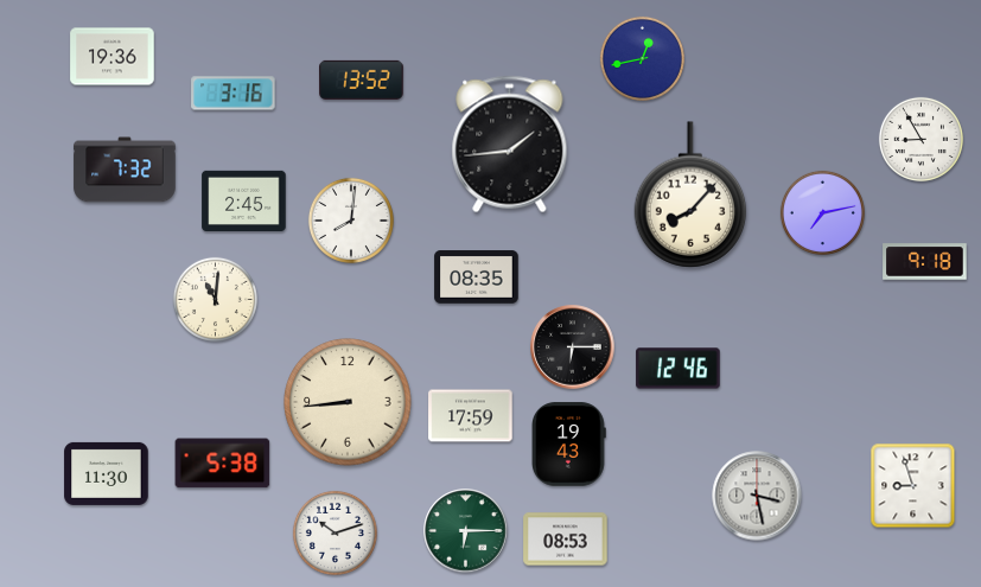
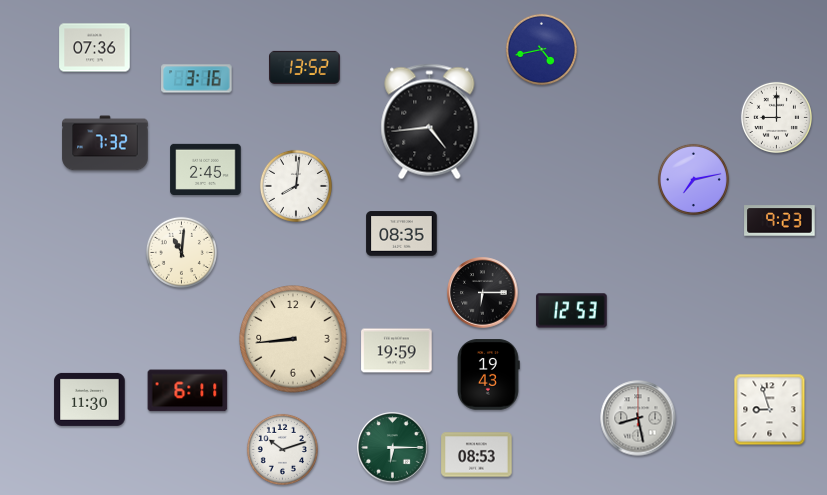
clock at (113, 57): 19:36 -> 07:36
clock at (642, 58): 12:43 -> 4:43
clock at (921, 139): 8:55 -> 9:00
clock at (510, 145): 1:44 -> 4:44
clock at (690, 194): 8:07 -> none
clock at (925, 262): 9:18 -> 9:23
clock at (679, 369): 12:46 -> 12:53
clock at (471, 416): 17:59 -> 19:59
clock at (569, 445) position: (569, 445) -> (489, 375)
clock at (223, 464): 5:38 -> 6:11
clock at (757, 496): 3:28 -> 8:28
